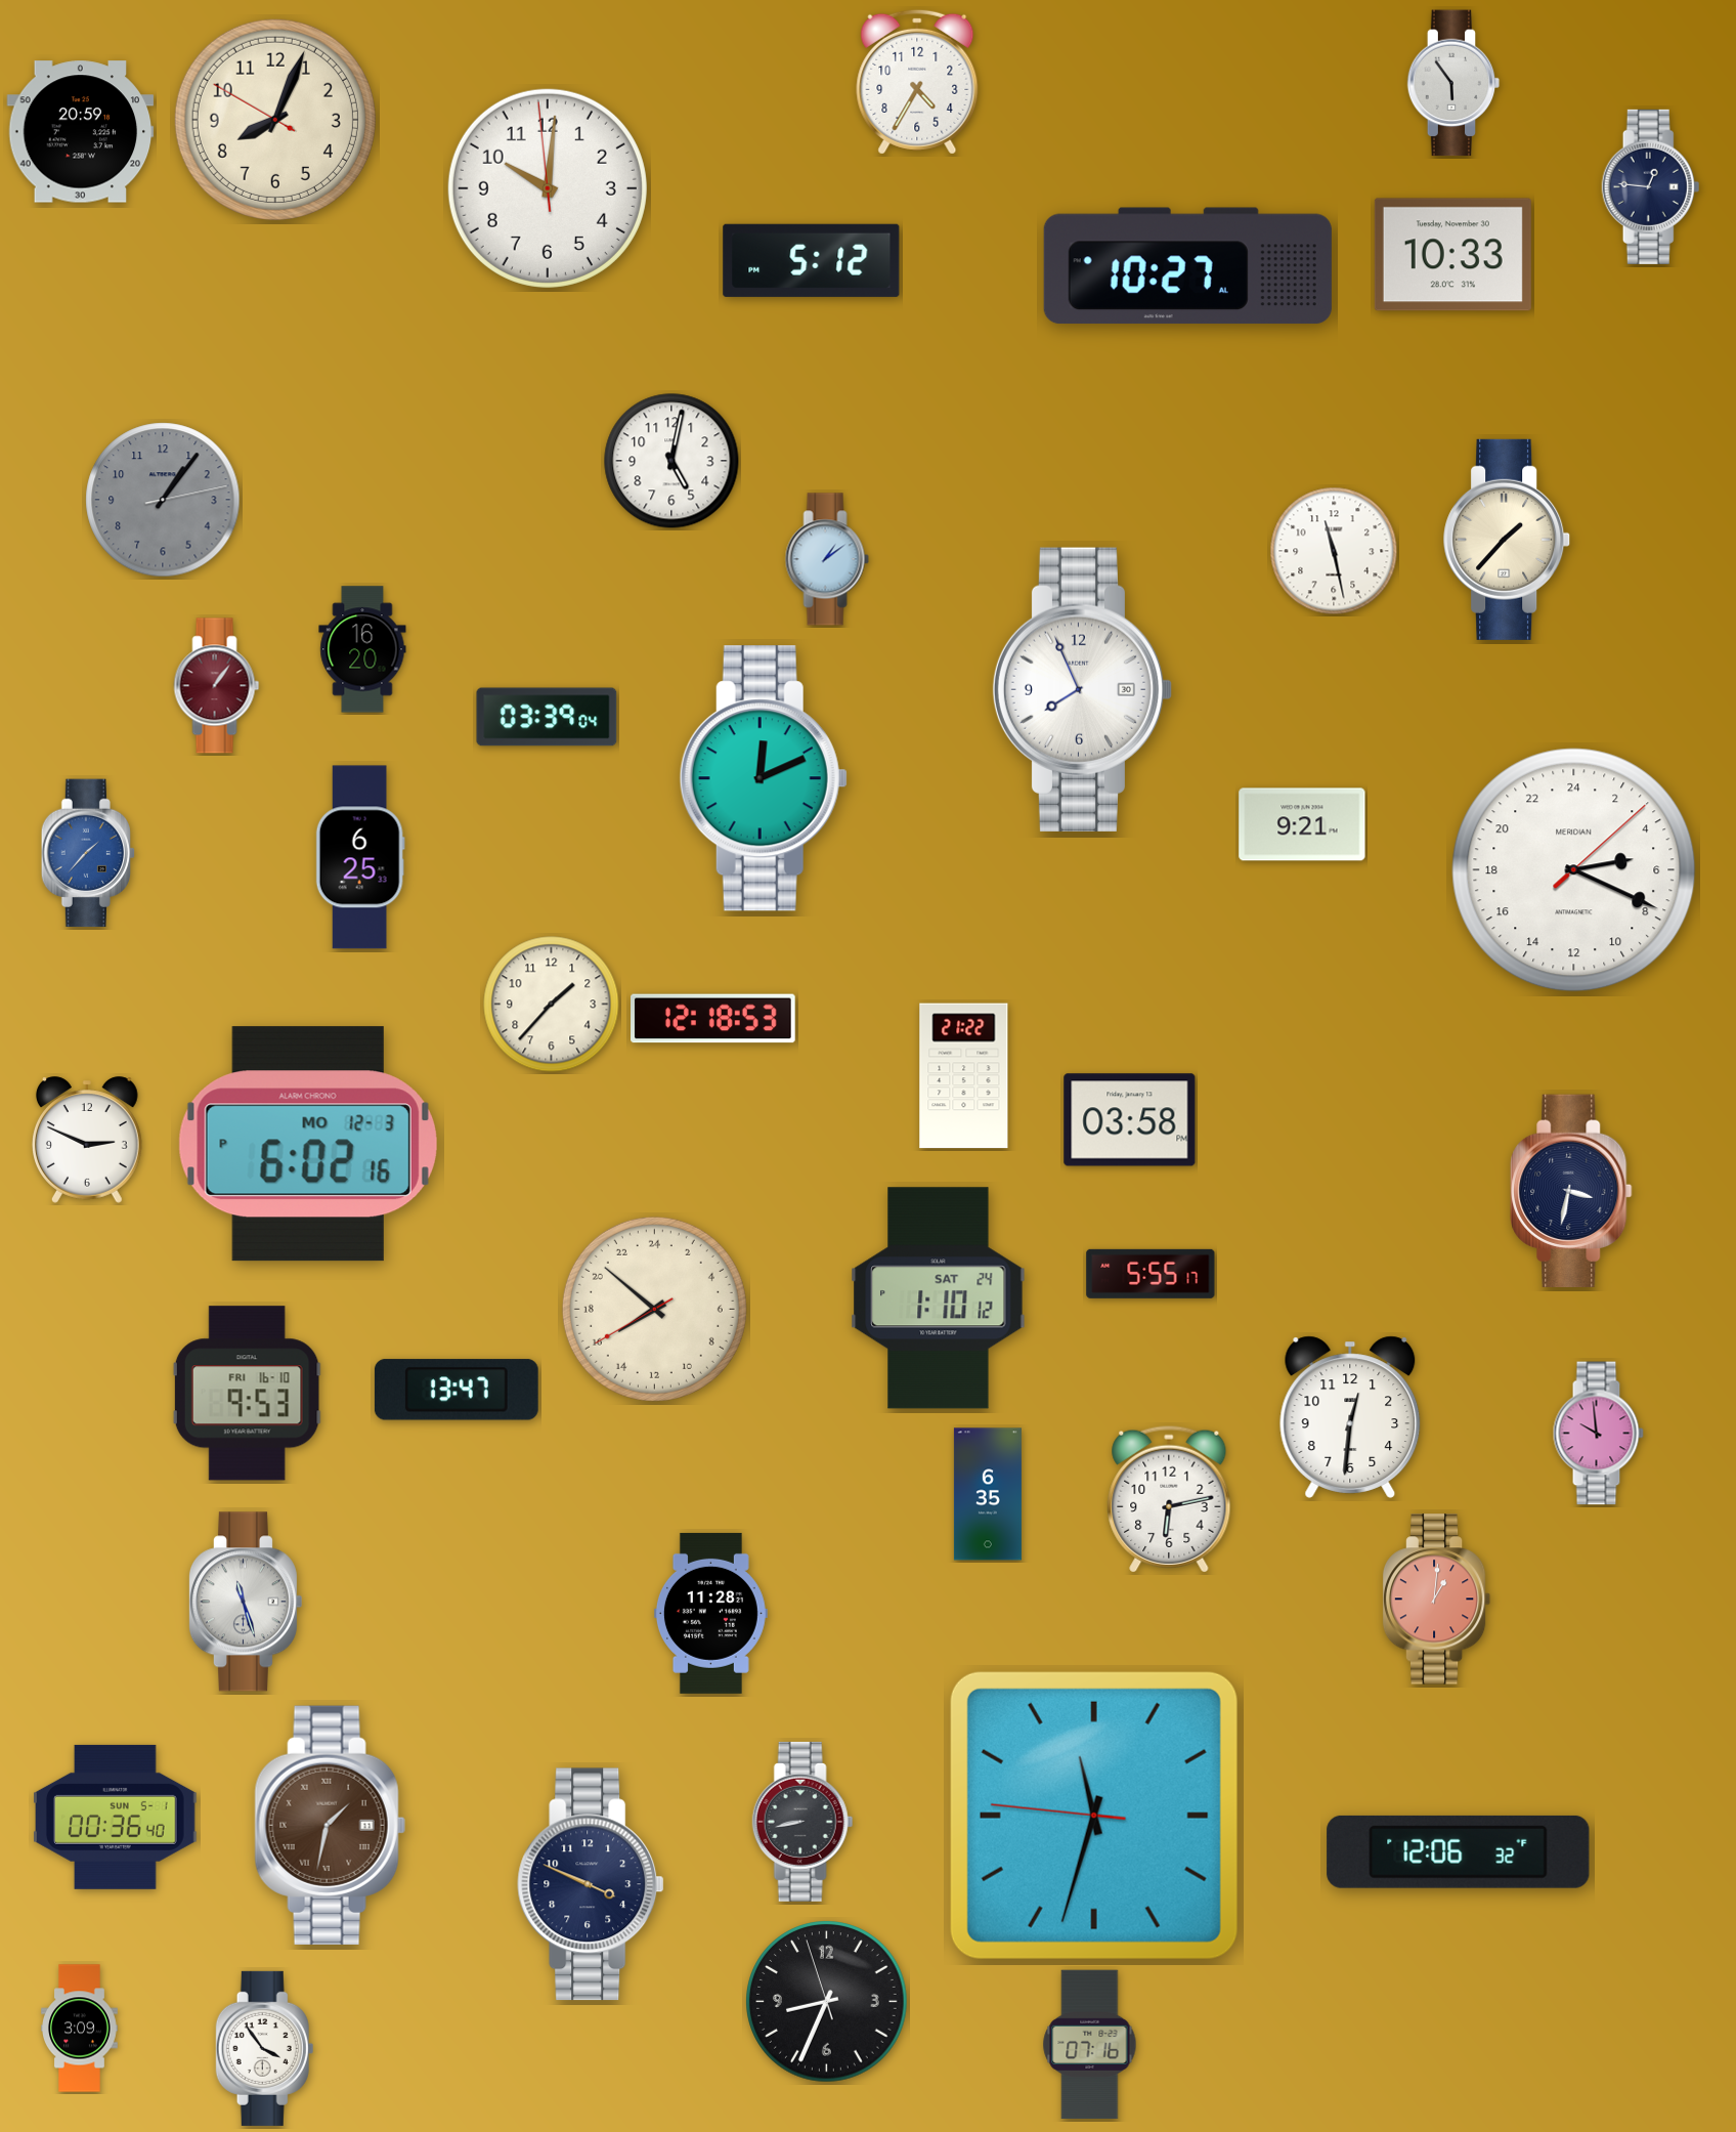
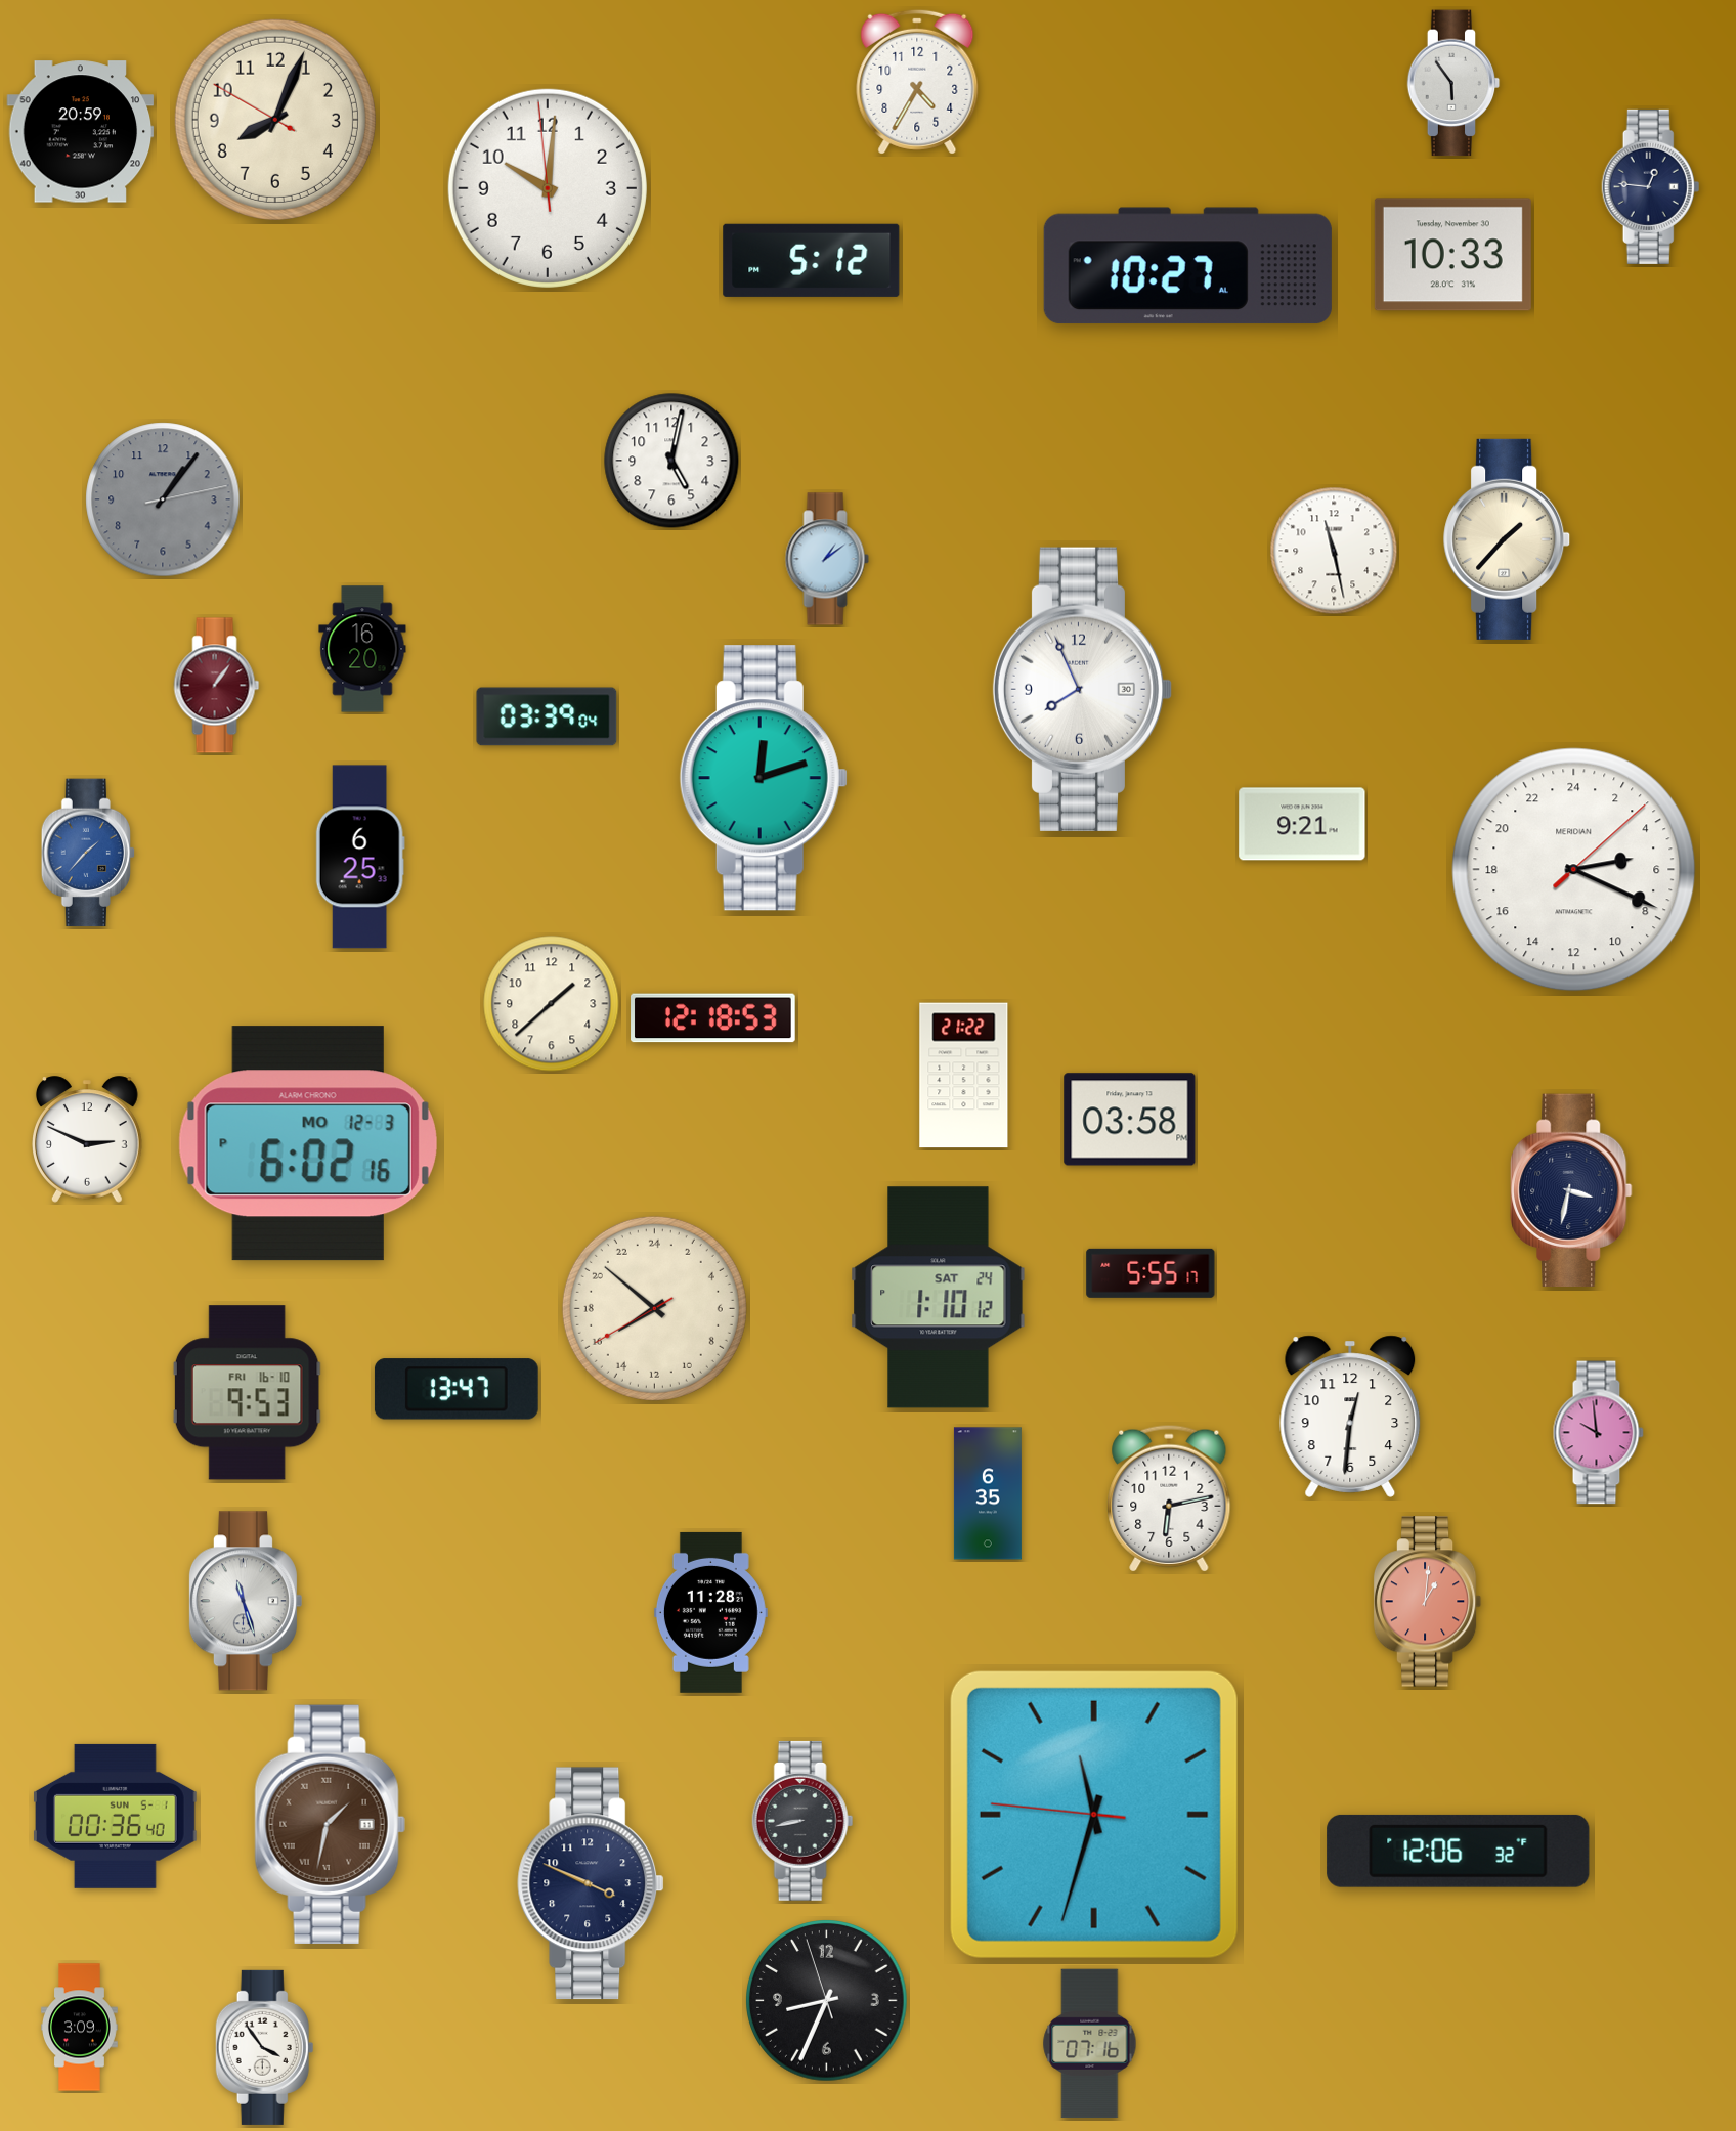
clock at (764, 778): 12:11 -> 12:12
clock at (552, 1005): 1:37 -> 1:38
clock at (1437, 1600) position: (1437, 1600) -> (1428, 1602)
